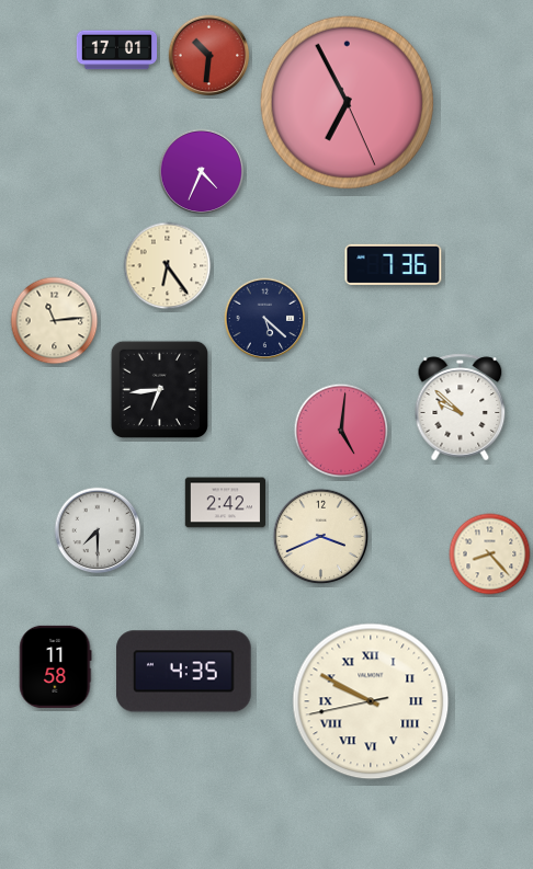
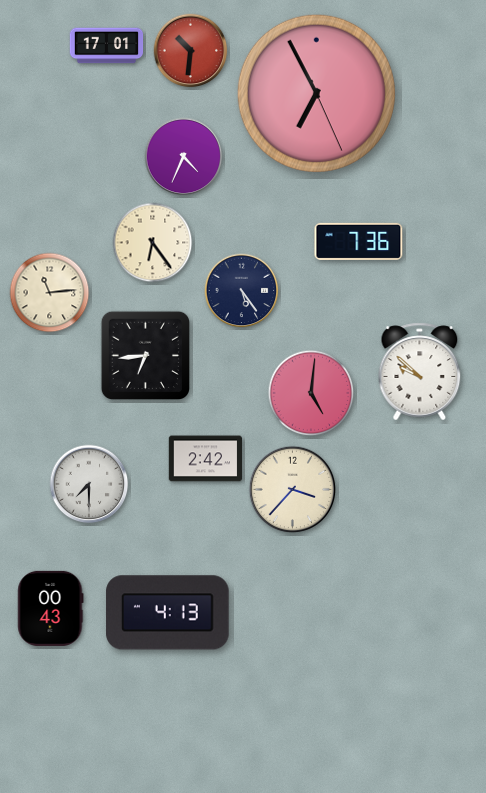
clock at (265, 319): 5:22 -> 5:24
clock at (321, 537): 3:41 -> 3:37
clock at (490, 554): 8:23 -> none
clock at (56, 666): 11:58 -> 00:43
clock at (184, 672): 4:35 -> 4:13
clock at (371, 701): 9:49 -> none
